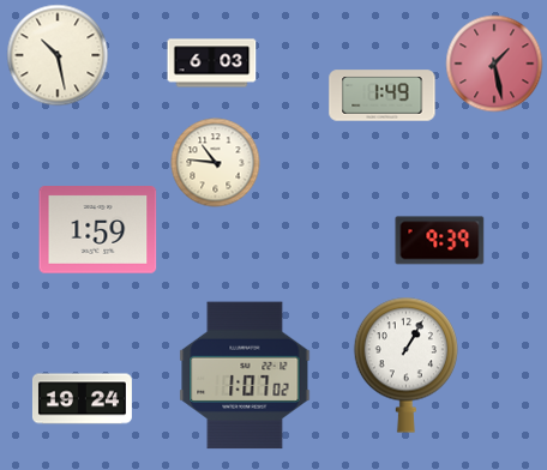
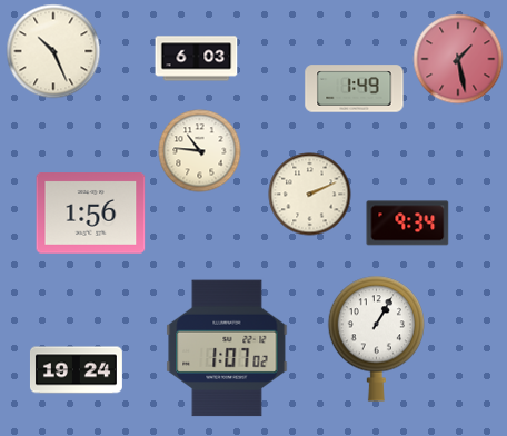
clock at (58, 55): 10:28 -> 10:26
clock at (310, 195): none -> 2:11
clock at (98, 230): 1:59 -> 1:56
clock at (440, 241): 9:39 -> 9:34
